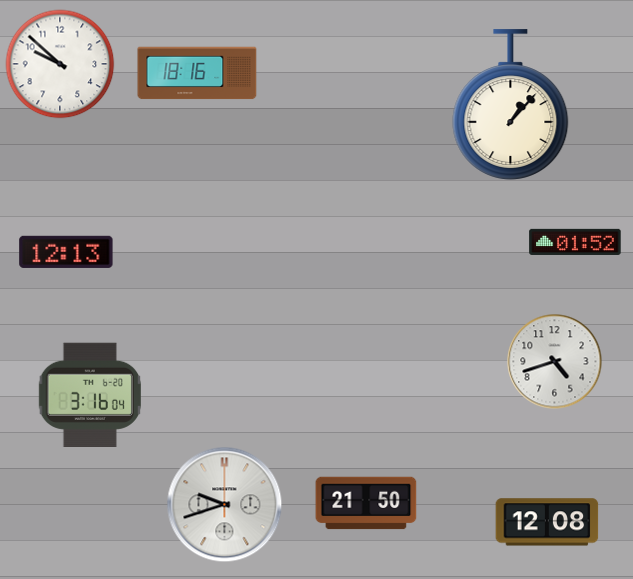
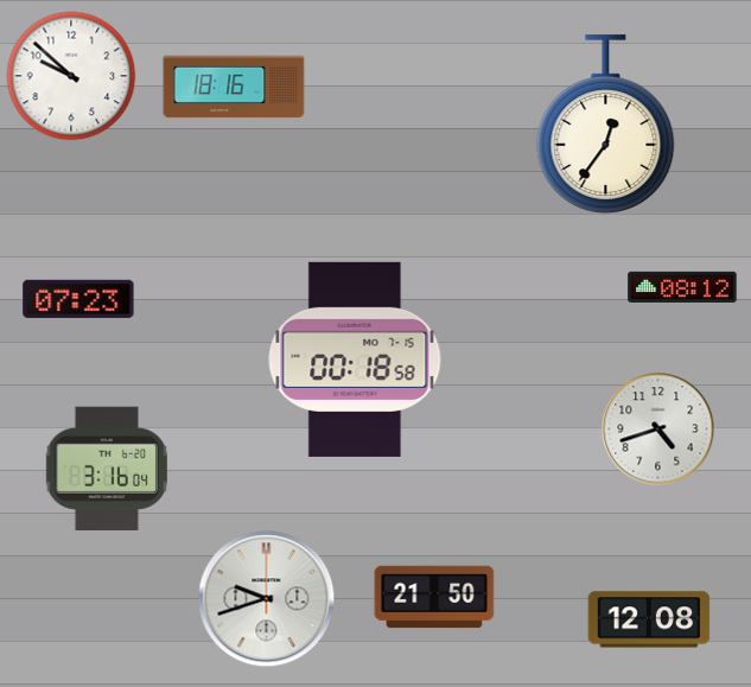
clock at (511, 105): 1:07 -> 12:36
clock at (575, 242): 01:52 -> 08:12
clock at (66, 252): 12:13 -> 07:23
clock at (355, 360): none -> 00:18
